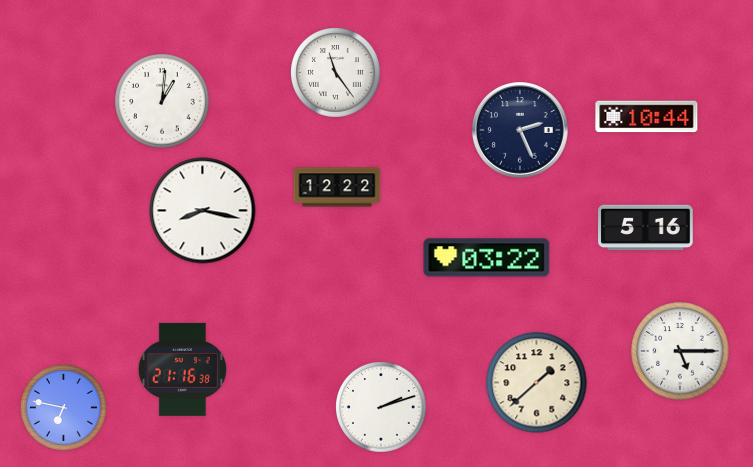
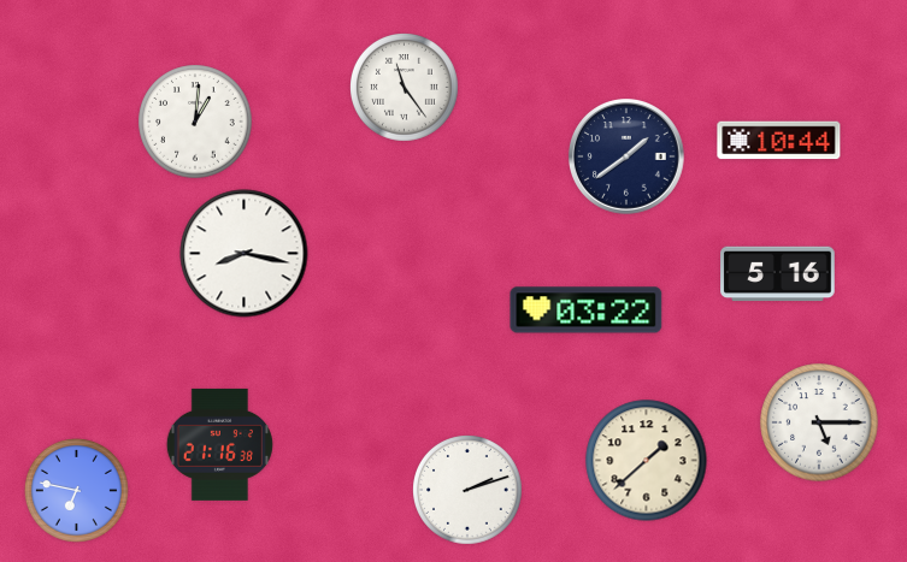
clock at (521, 131): 2:26 -> 1:39
clock at (337, 187): 12:22 -> none
clock at (382, 408) position: (382, 408) -> (469, 491)
